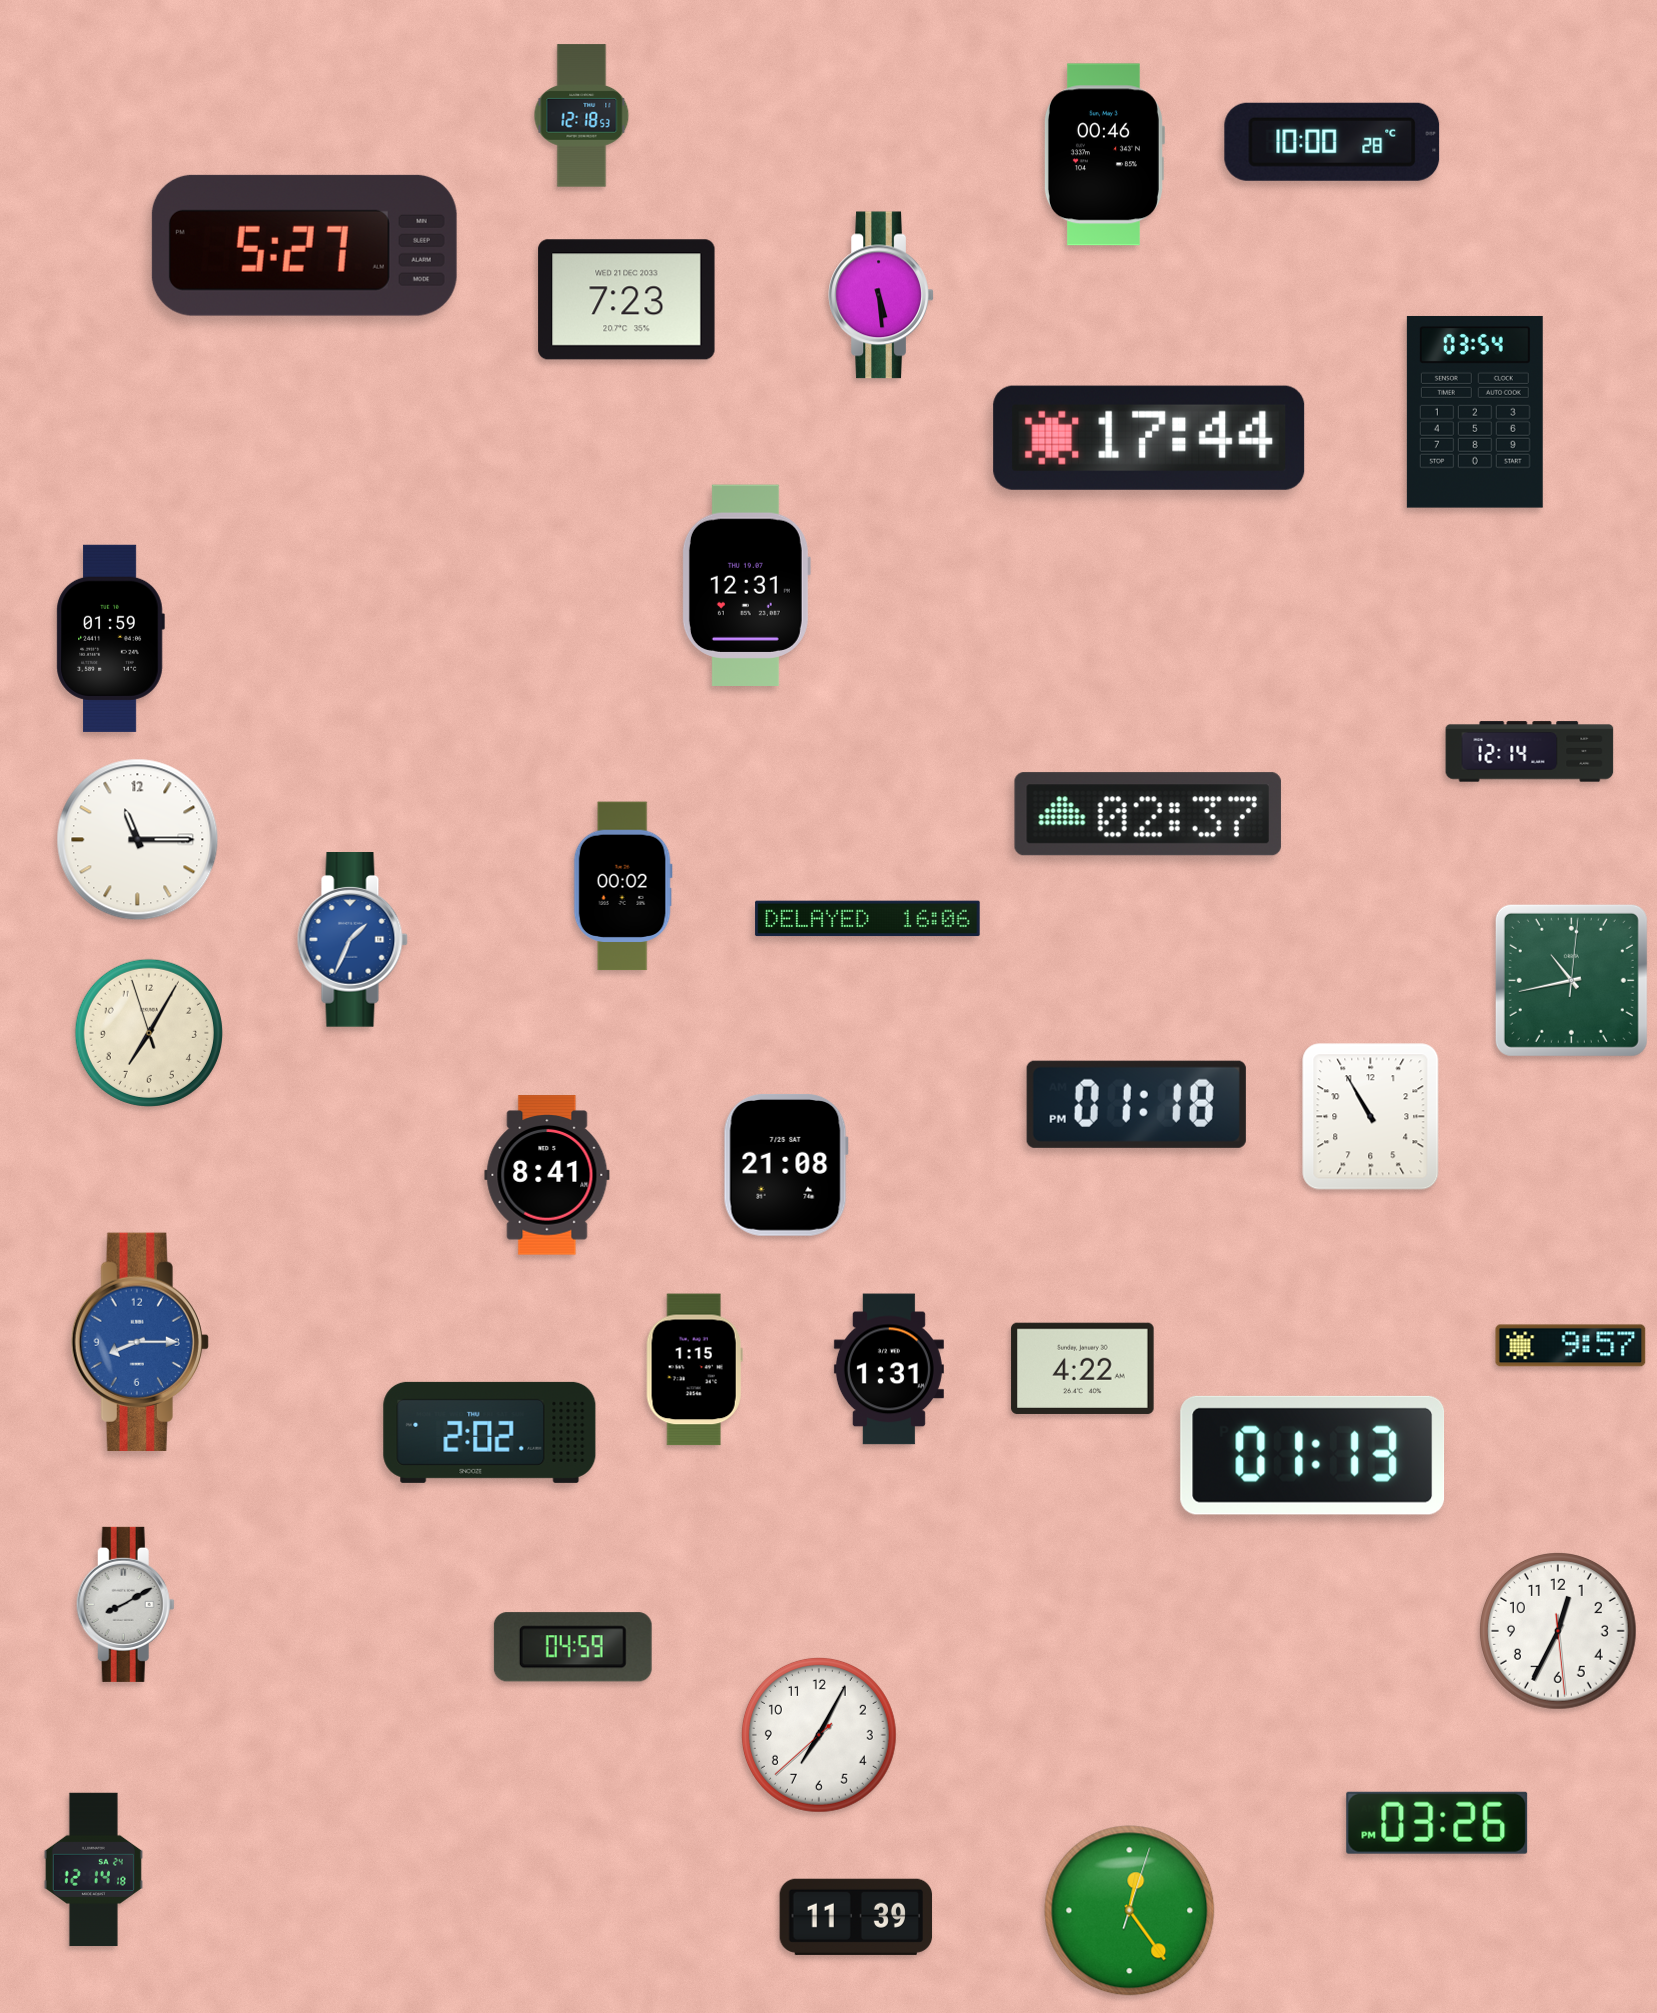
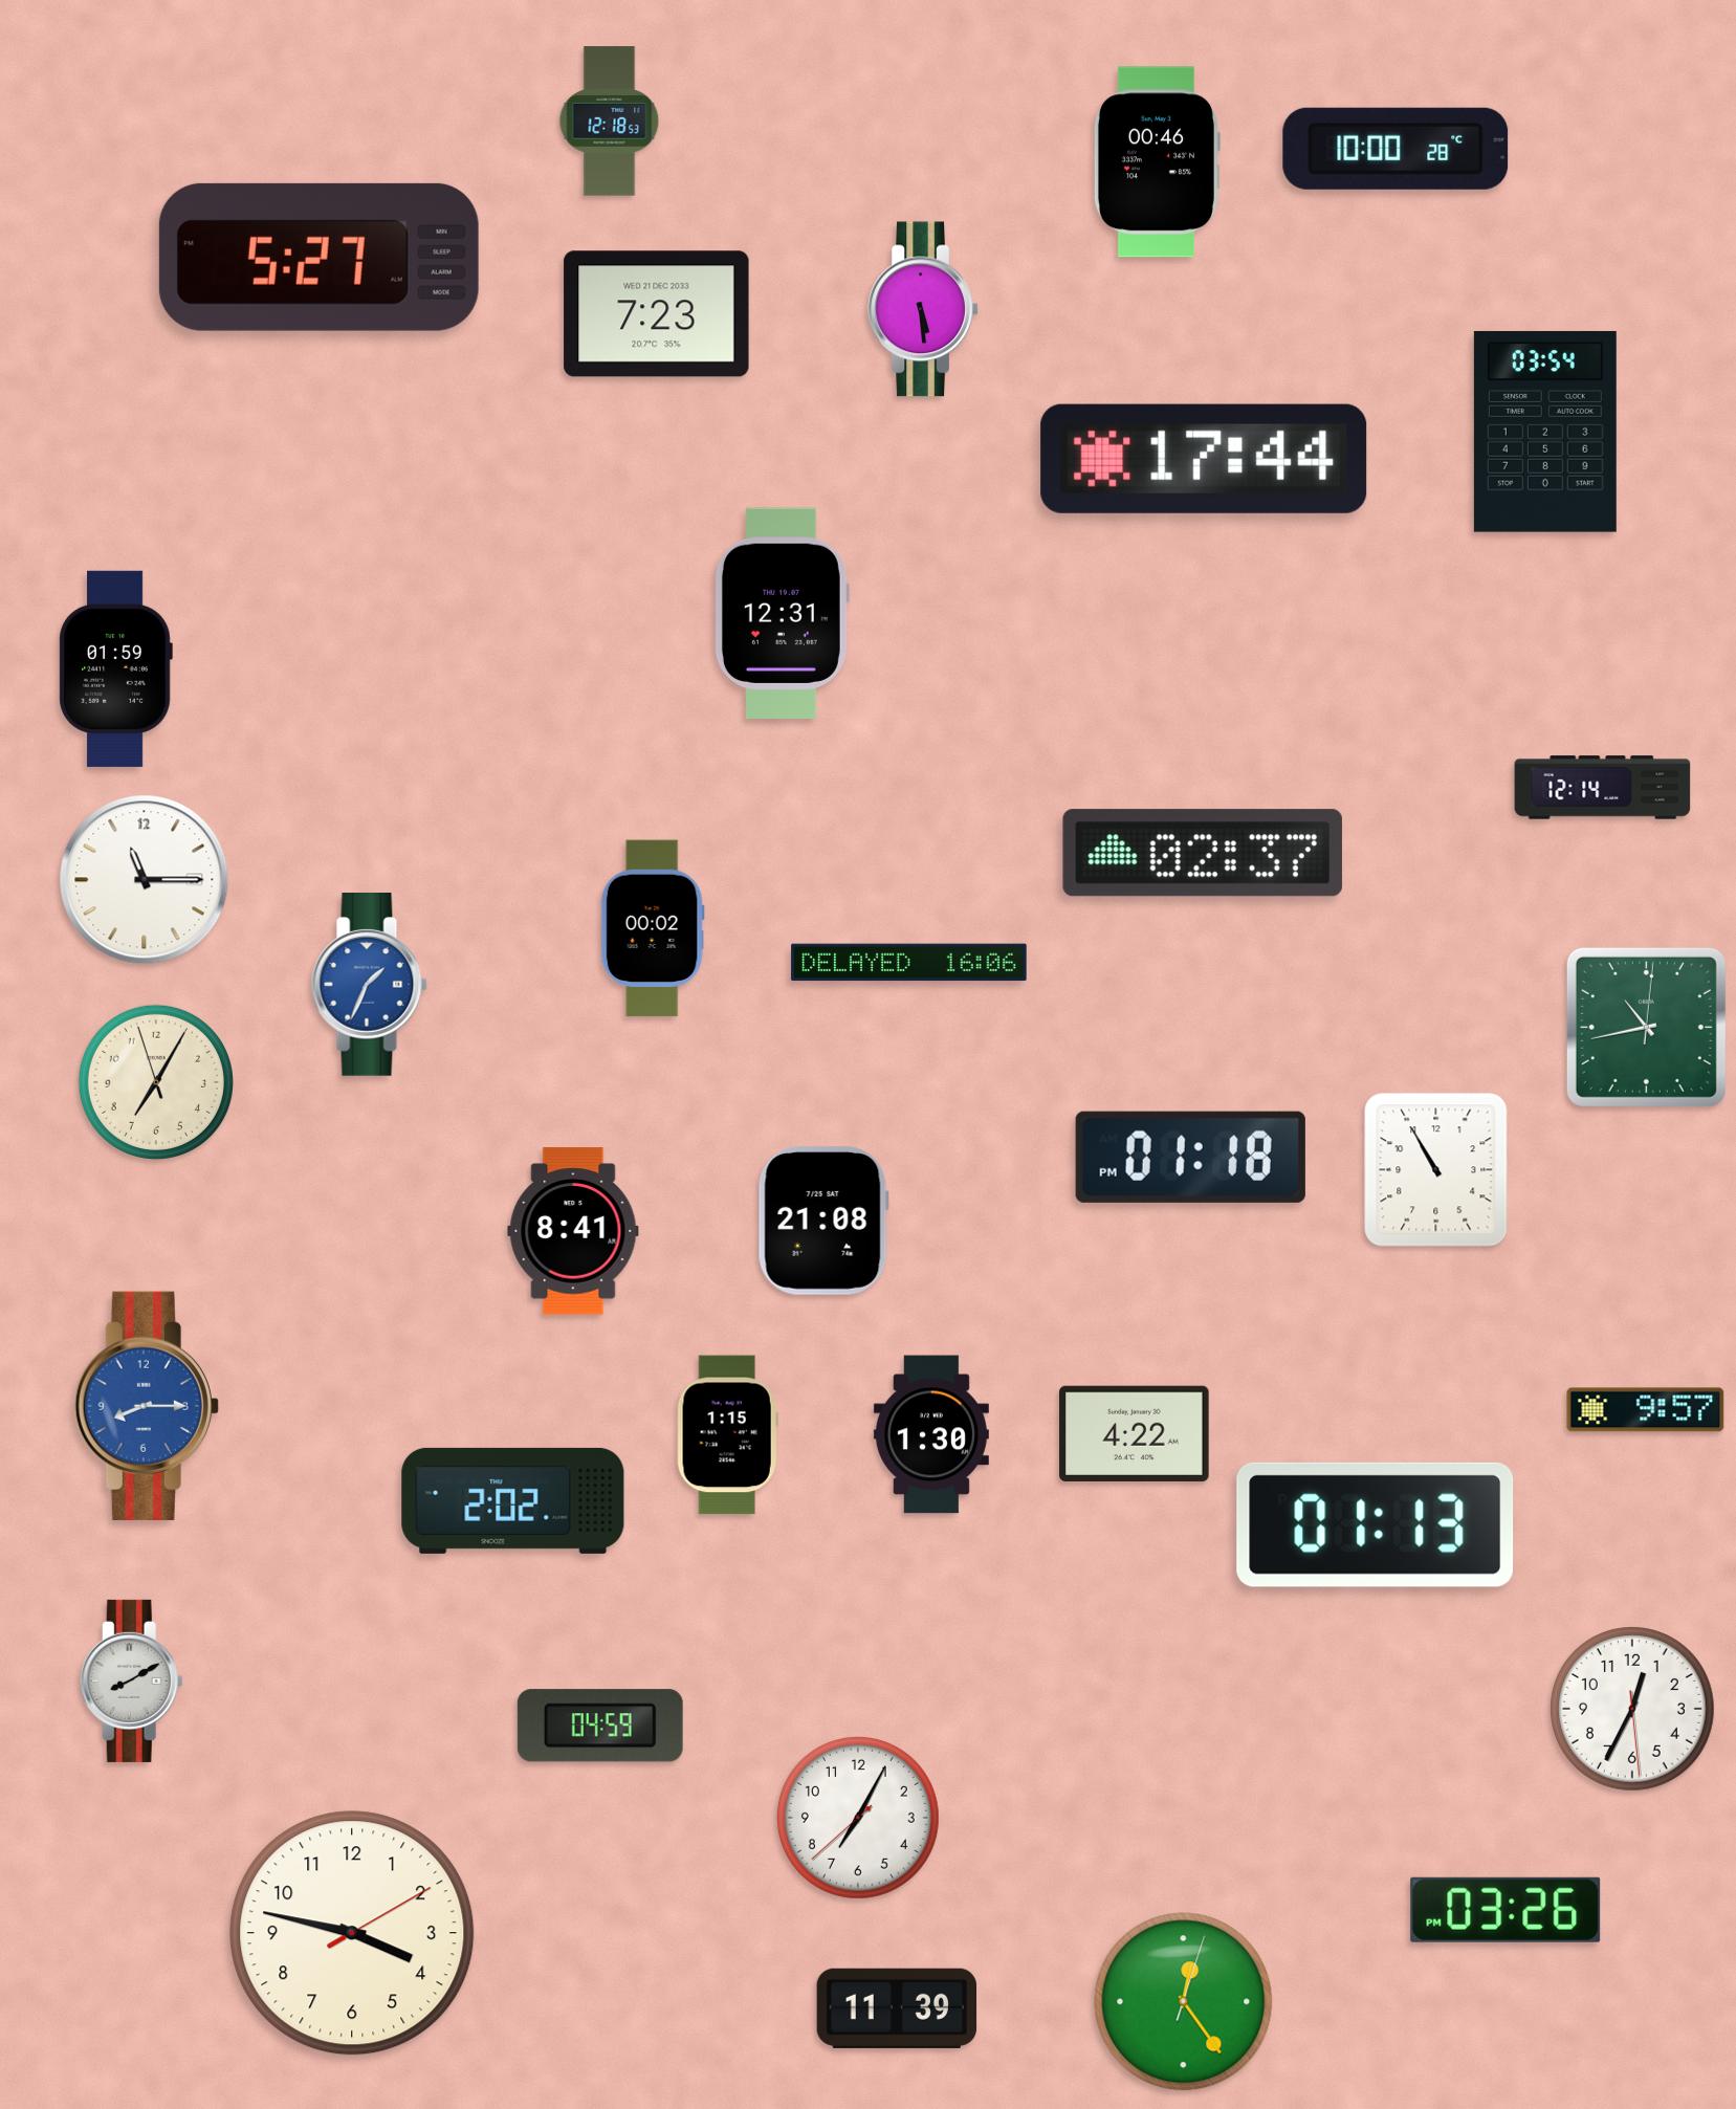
clock at (889, 1369): 1:31 -> 1:30
clock at (352, 1933): none -> 3:47
clock at (93, 1870): 12:14 -> none
